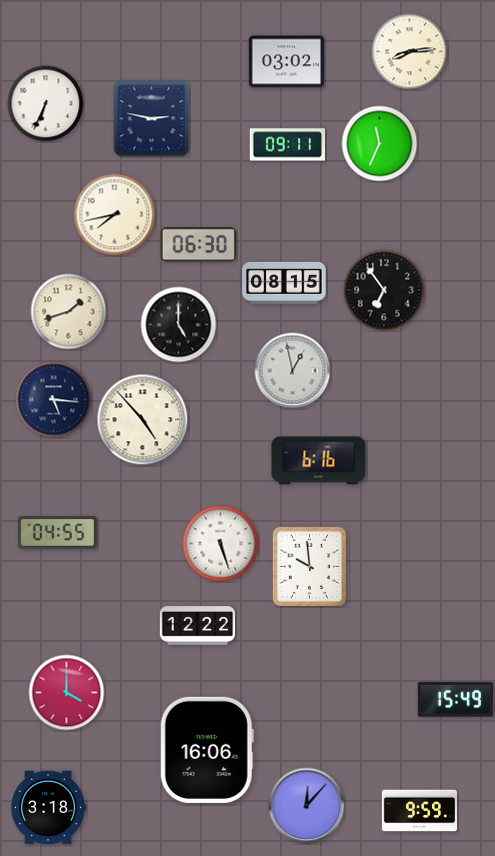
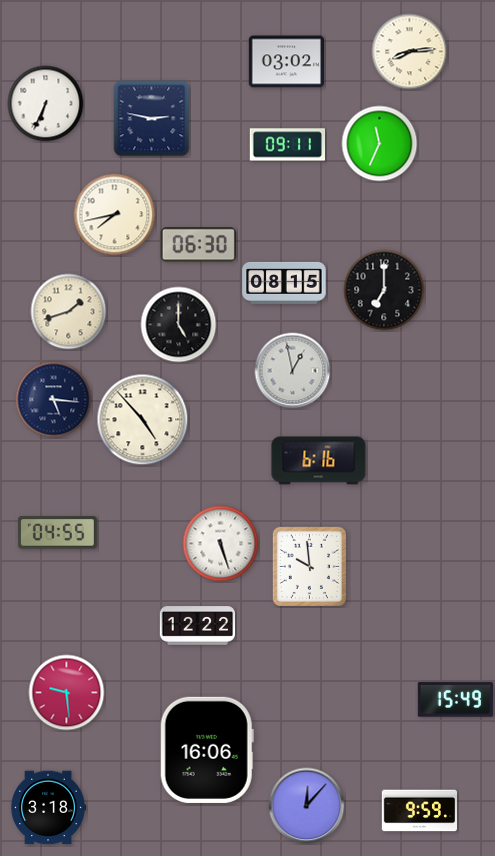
clock at (384, 290): 6:54 -> 7:00
clock at (67, 693): 4:00 -> 9:29
